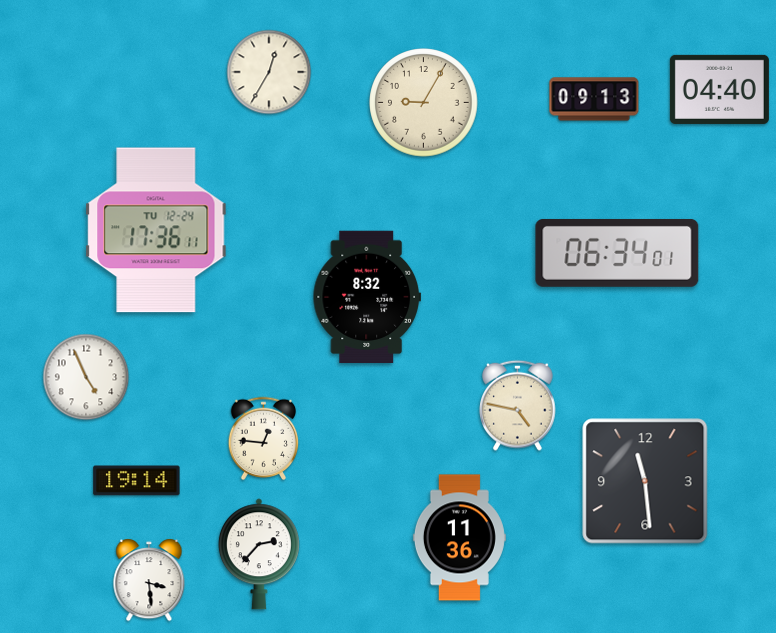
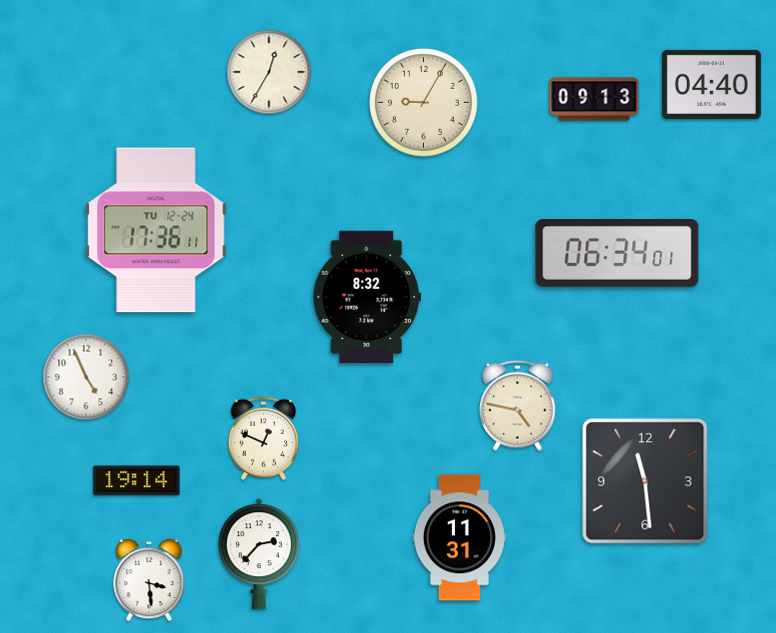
clock at (719, 89) position: (719, 89) -> (711, 84)
clock at (264, 439): 12:46 -> 12:49
clock at (459, 538): 11:36 -> 11:31
